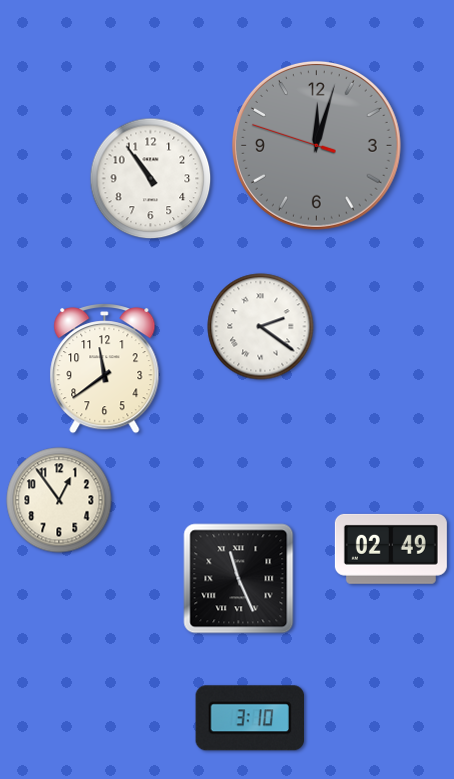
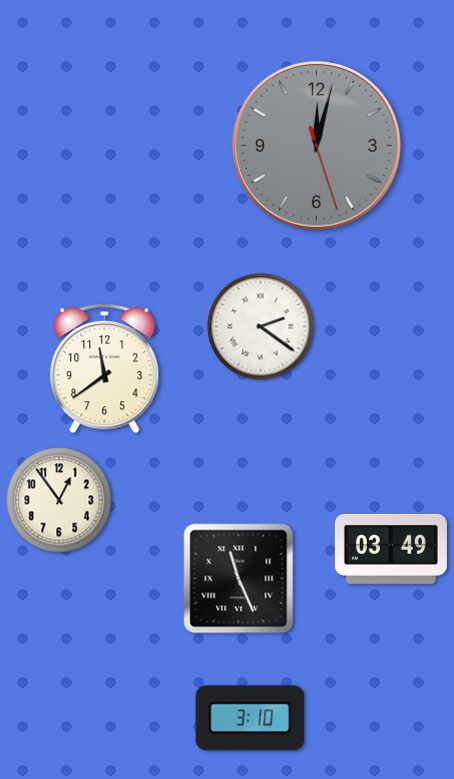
clock at (316, 145): 12:02:48 -> 12:02:27
clock at (151, 179): 10:54 -> none
clock at (391, 549): 02:49 -> 03:49
